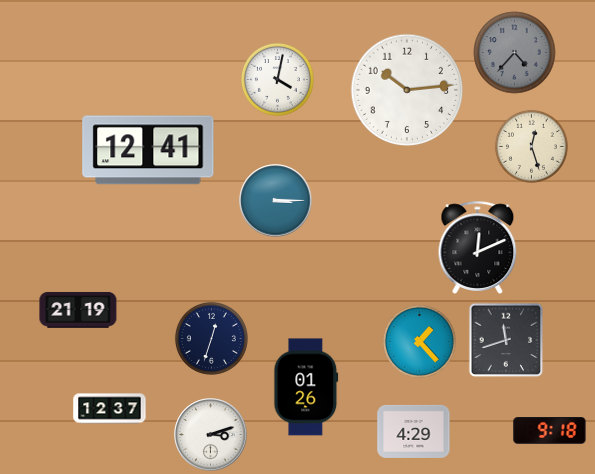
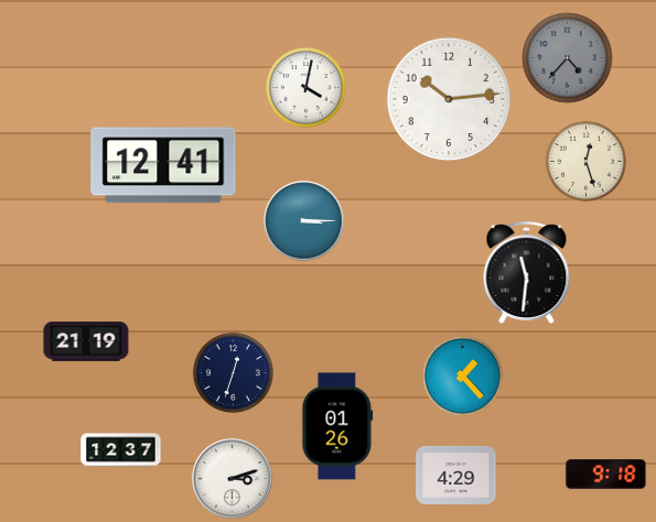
clock at (478, 247): 12:11 -> 11:31
clock at (506, 340): 11:42 -> none
